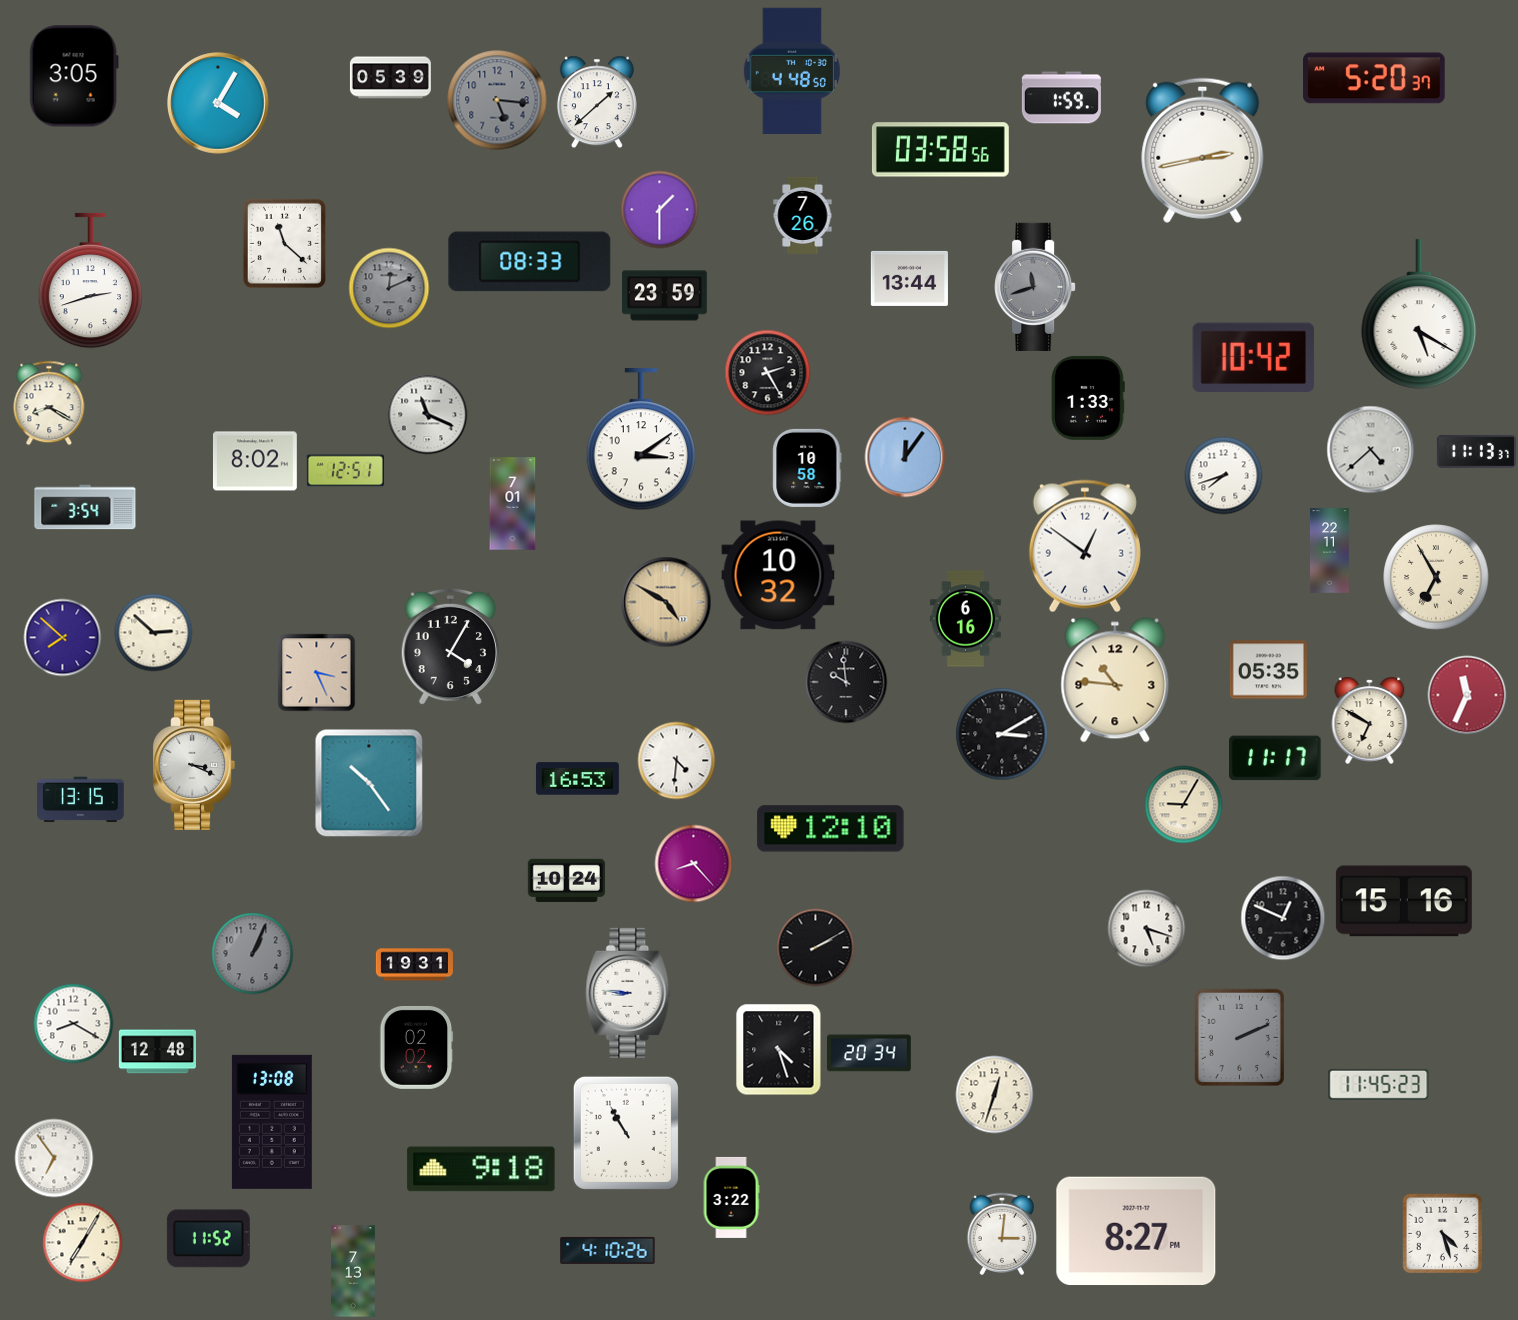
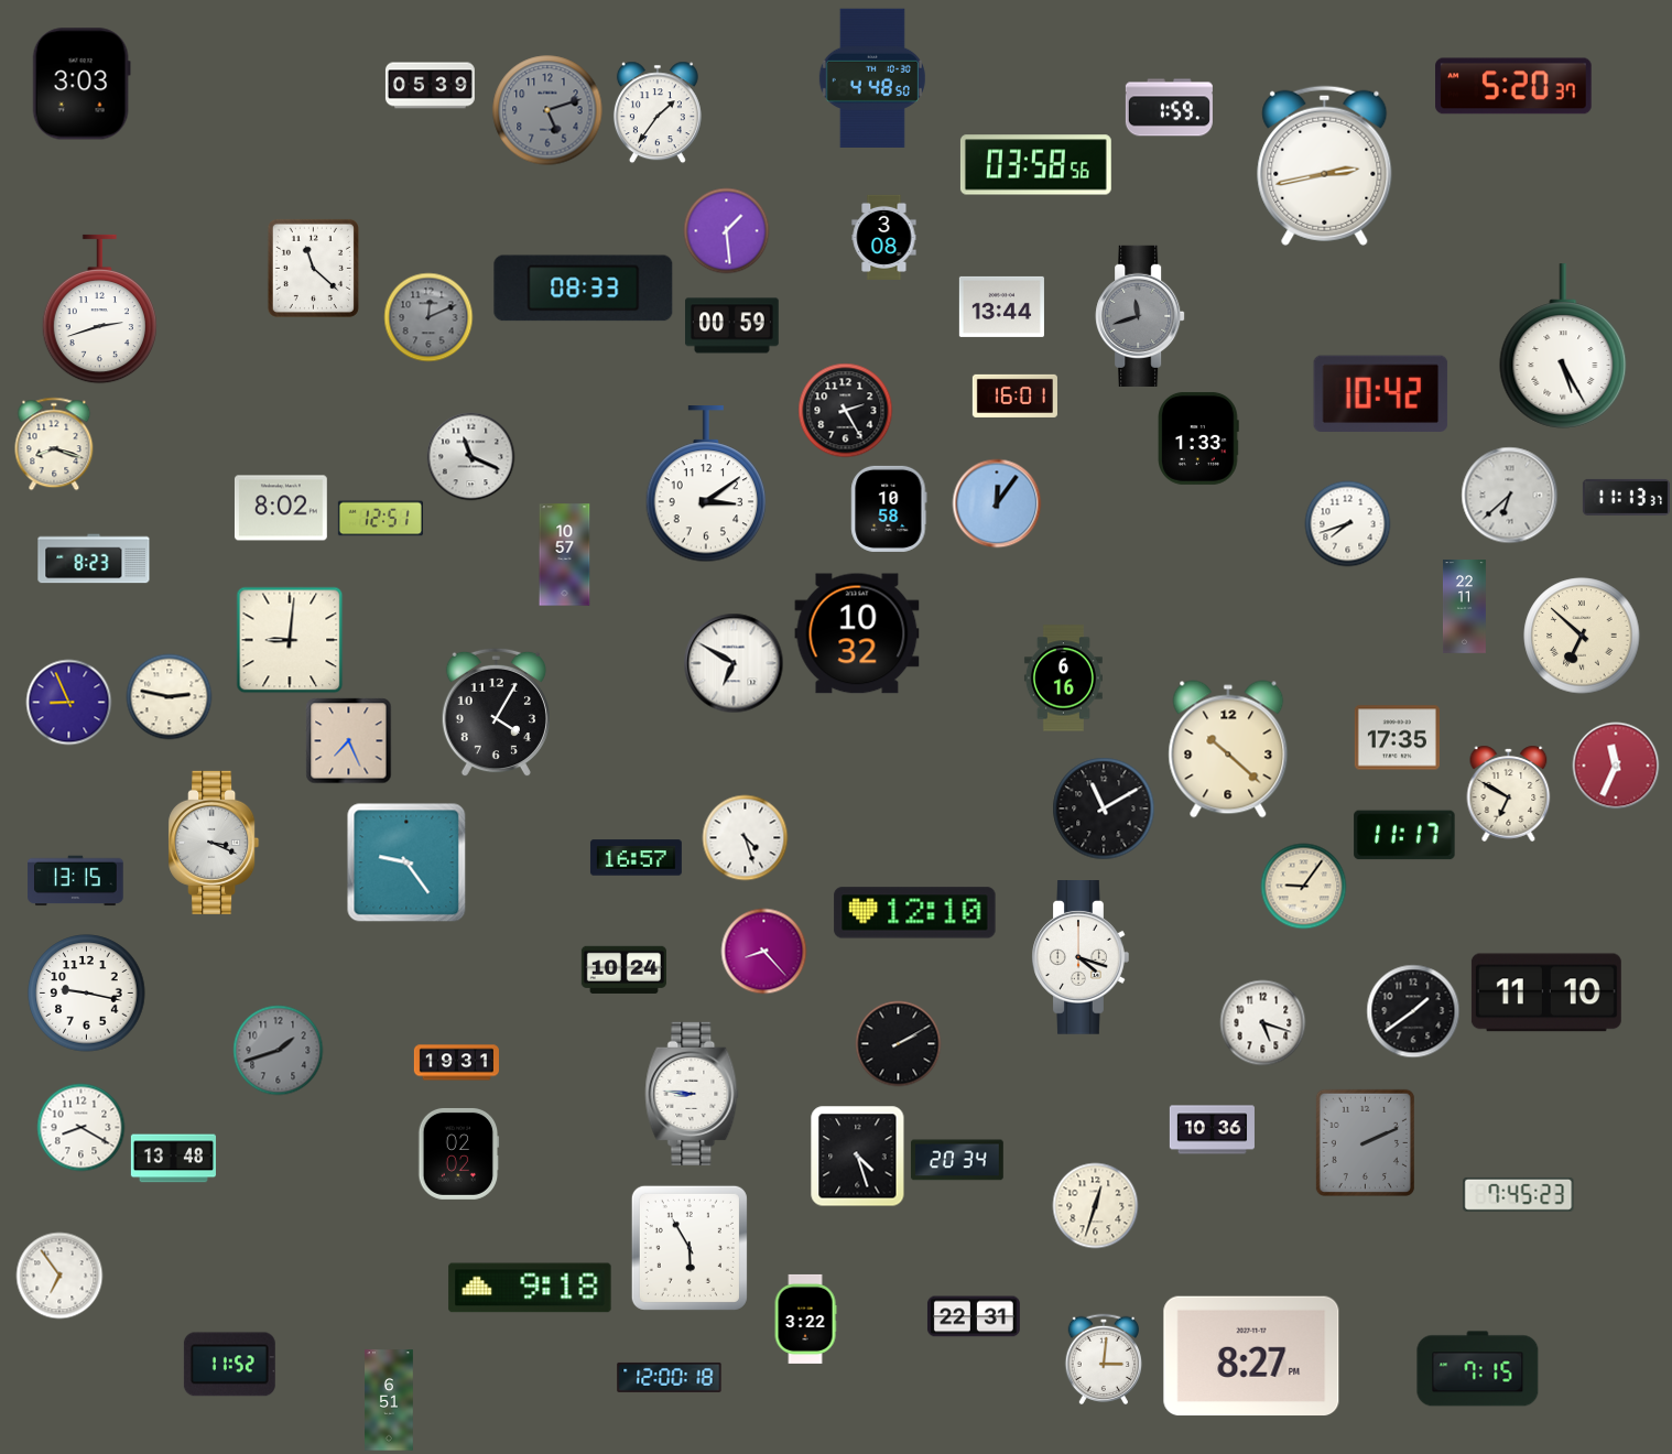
clock at (74, 76): 3:05 -> 3:03
clock at (497, 100): 5:16 -> 5:12
clock at (597, 102): 1:38 -> 1:36
clock at (219, 104): 4:05 -> none
clock at (659, 209): 1:30 -> 1:29
clock at (803, 215): 7:26 -> 3:08
clock at (665, 296): 23:59 -> 00:59
clock at (1419, 314): 5:20 -> 5:25
clock at (1014, 395): none -> 16:01
clock at (49, 403): 8:20 -> 8:18
clock at (1370, 449): 4:38 -> 6:38
clock at (807, 468) position: (807, 468) -> (889, 509)
clock at (513, 504): 7:01 -> 10:57
clock at (85, 507): 3:54 -> 8:23
clock at (1085, 546): 12:51 -> none
clock at (1436, 577): 6:55 -> 6:52
clock at (290, 640): none -> 9:01
clock at (666, 602): 4:50 -> 6:50
clock at (666, 602) dial: champagne -> white
clock at (965, 619) position: (965, 619) -> (1063, 679)
clock at (153, 632): 2:52 -> 2:47
clock at (62, 637): 7:52 -> 8:56
clock at (1268, 670): 05:35 -> 17:35
clock at (316, 672): 3:26 -> 7:26
clock at (1115, 680): 10:46 -> 10:22
clock at (846, 682): 9:59 -> none
clock at (1002, 734): 3:10 -> 11:10
clock at (676, 760): 4:31 -> 4:27
clock at (577, 779): 16:53 -> 16:57
clock at (369, 783): 10:24 -> 9:24
clock at (81, 800) position: (81, 800) -> (76, 881)
clock at (1183, 804): 9:05 -> 9:06
clock at (1081, 958): none -> 4:18
clock at (1404, 901): 15:16 -> 11:10
clock at (87, 994): none -> 9:17
clock at (1283, 918): 12:49 -> 1:39
clock at (252, 953): 1:04 -> 1:42
clock at (1212, 1130): none -> 10:36
clock at (157, 1052): 12:48 -> 13:48
clock at (1379, 1084): 11:45 -> 7:45
clock at (272, 1122): 13:08 -> none
clock at (626, 1133): 10:55 -> 5:55
clock at (974, 1316): none -> 22:31
clock at (1442, 1233): 4:27 -> none
clock at (82, 1242): 7:05 -> none
clock at (1478, 1369): none -> 7:15
clock at (608, 1250): 4:10 -> 12:00
clock at (353, 1271): 7:13 -> 6:51
